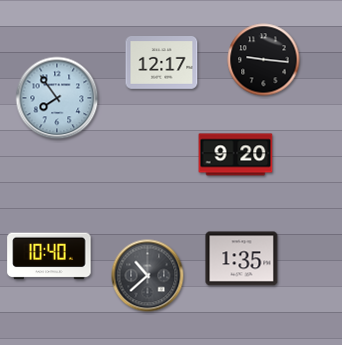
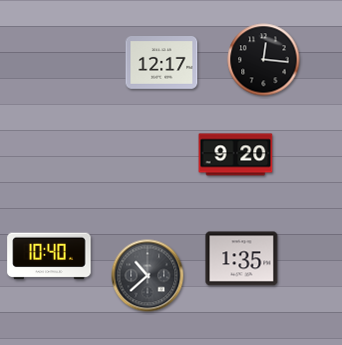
clock at (264, 60): 9:16 -> 12:16
clock at (57, 98): 7:54 -> none
